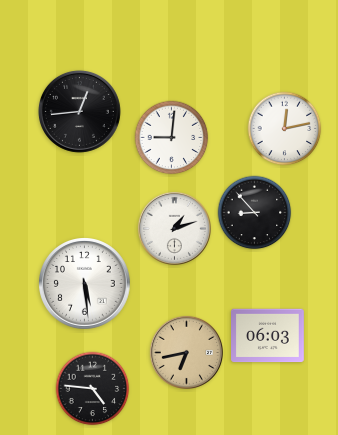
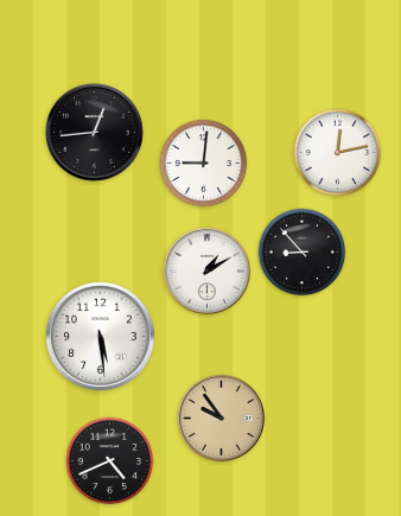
clock at (174, 228): 1:12 -> 1:10
clock at (268, 336): 06:03 -> none
clock at (186, 352): 6:43 -> 9:54
clock at (93, 389): 4:46 -> 4:41
